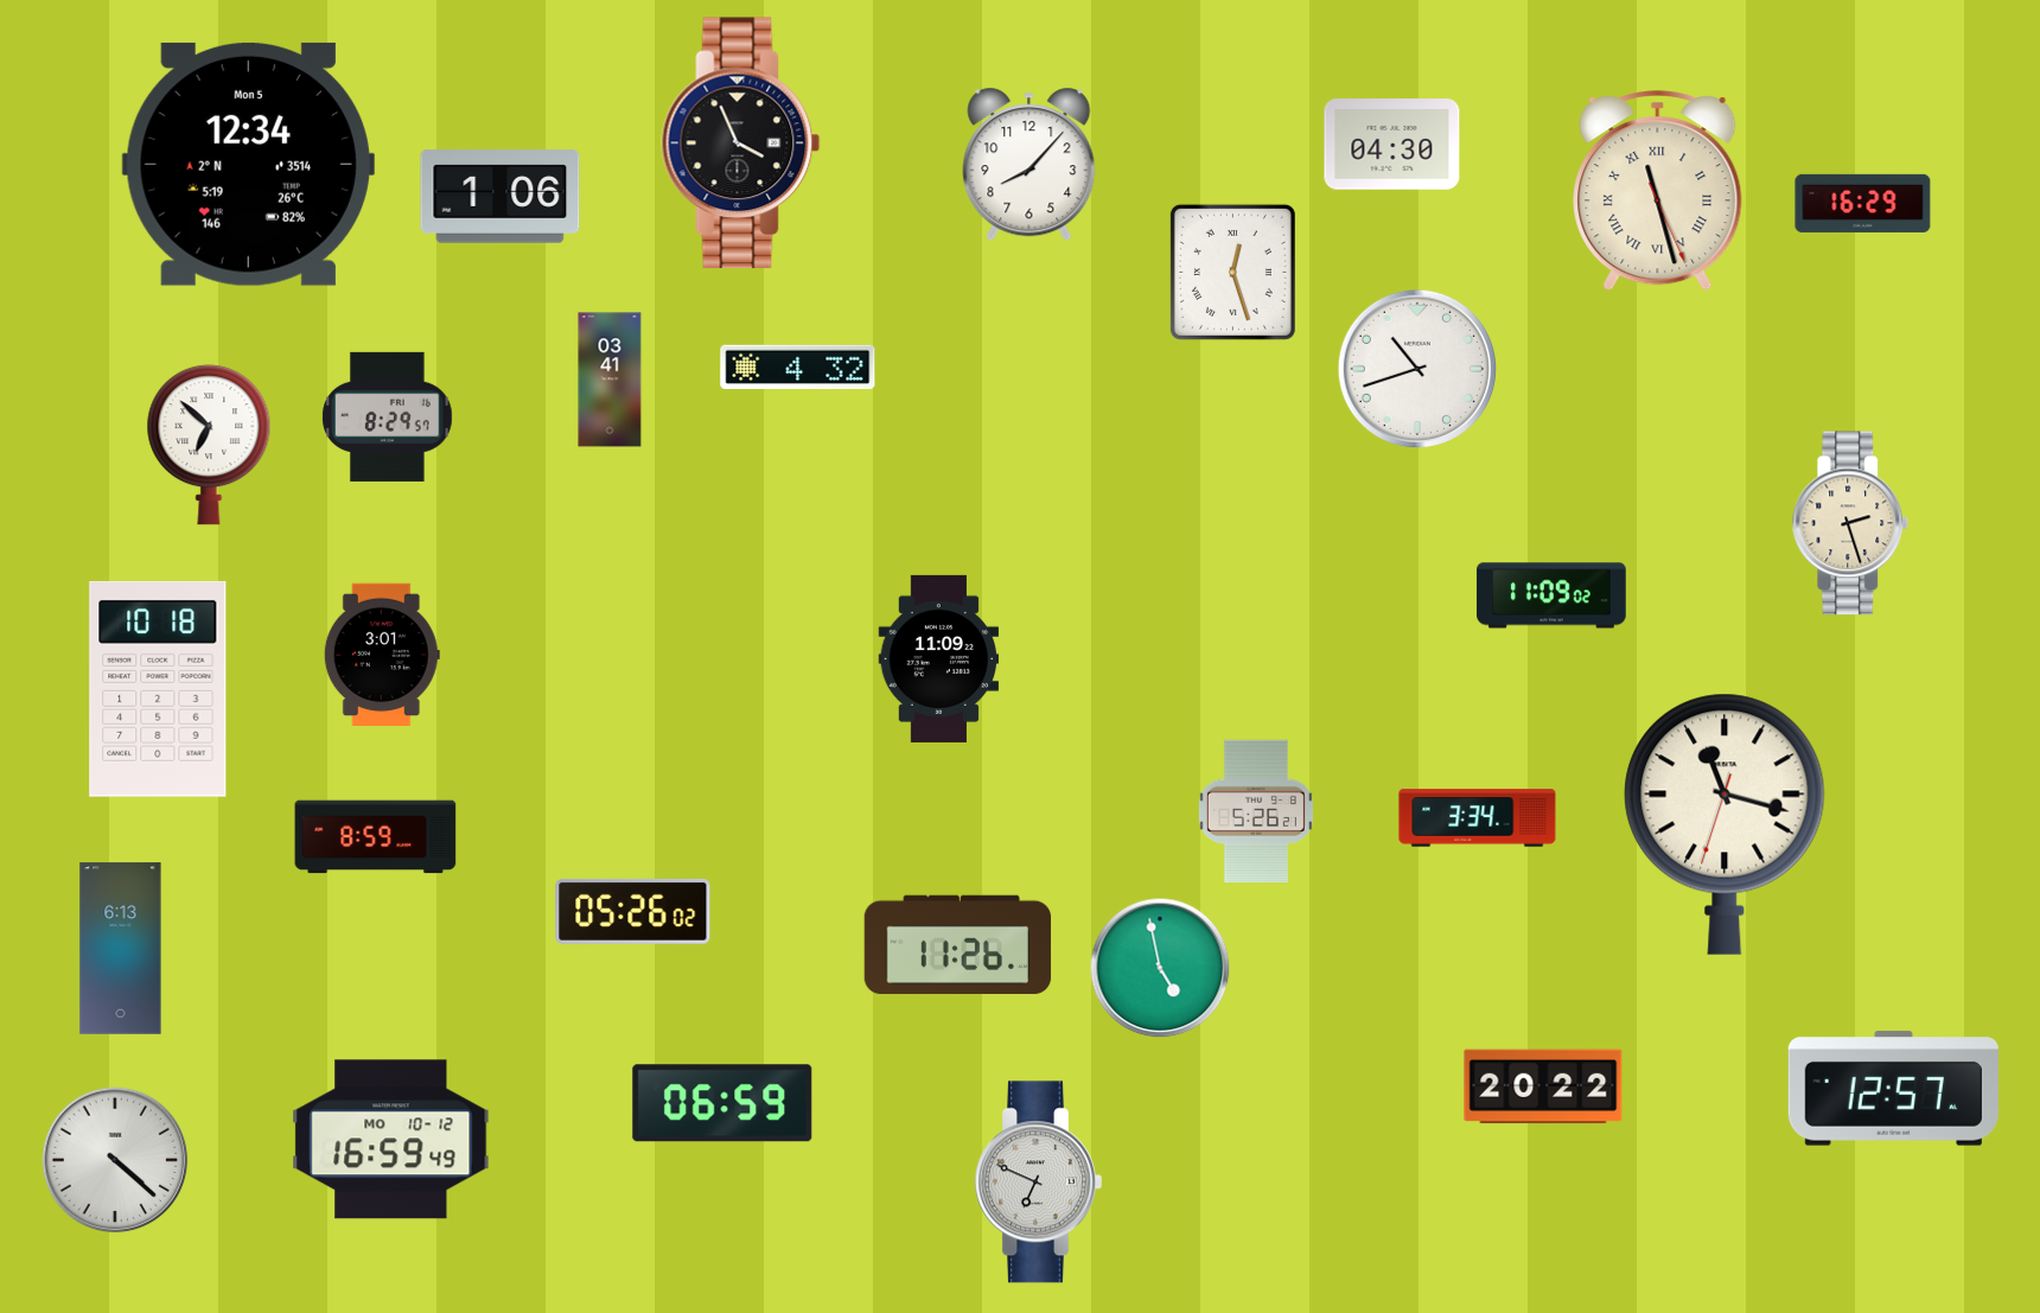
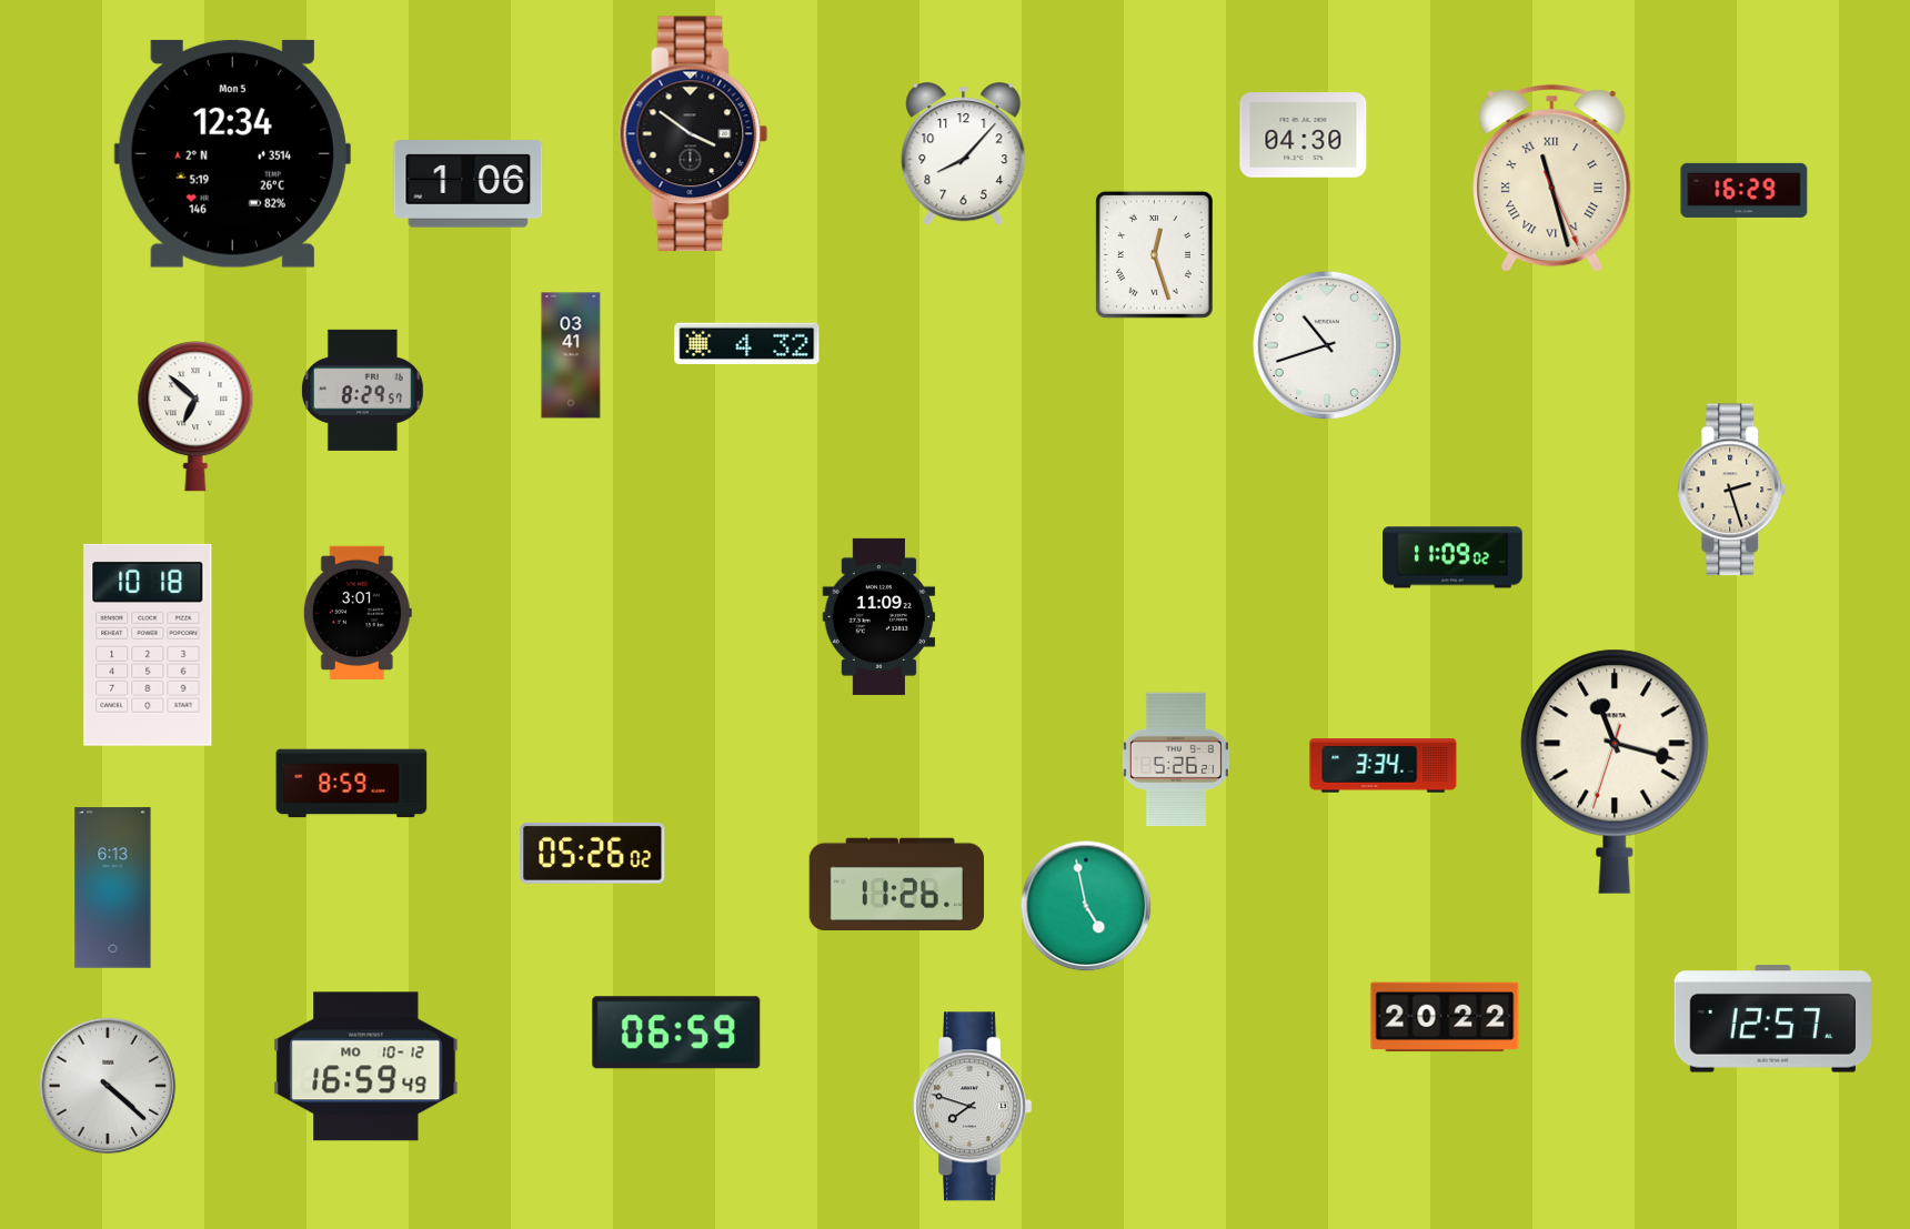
clock at (741, 144): 3:56 -> 3:51
clock at (1038, 1183): 6:49 -> 7:48
